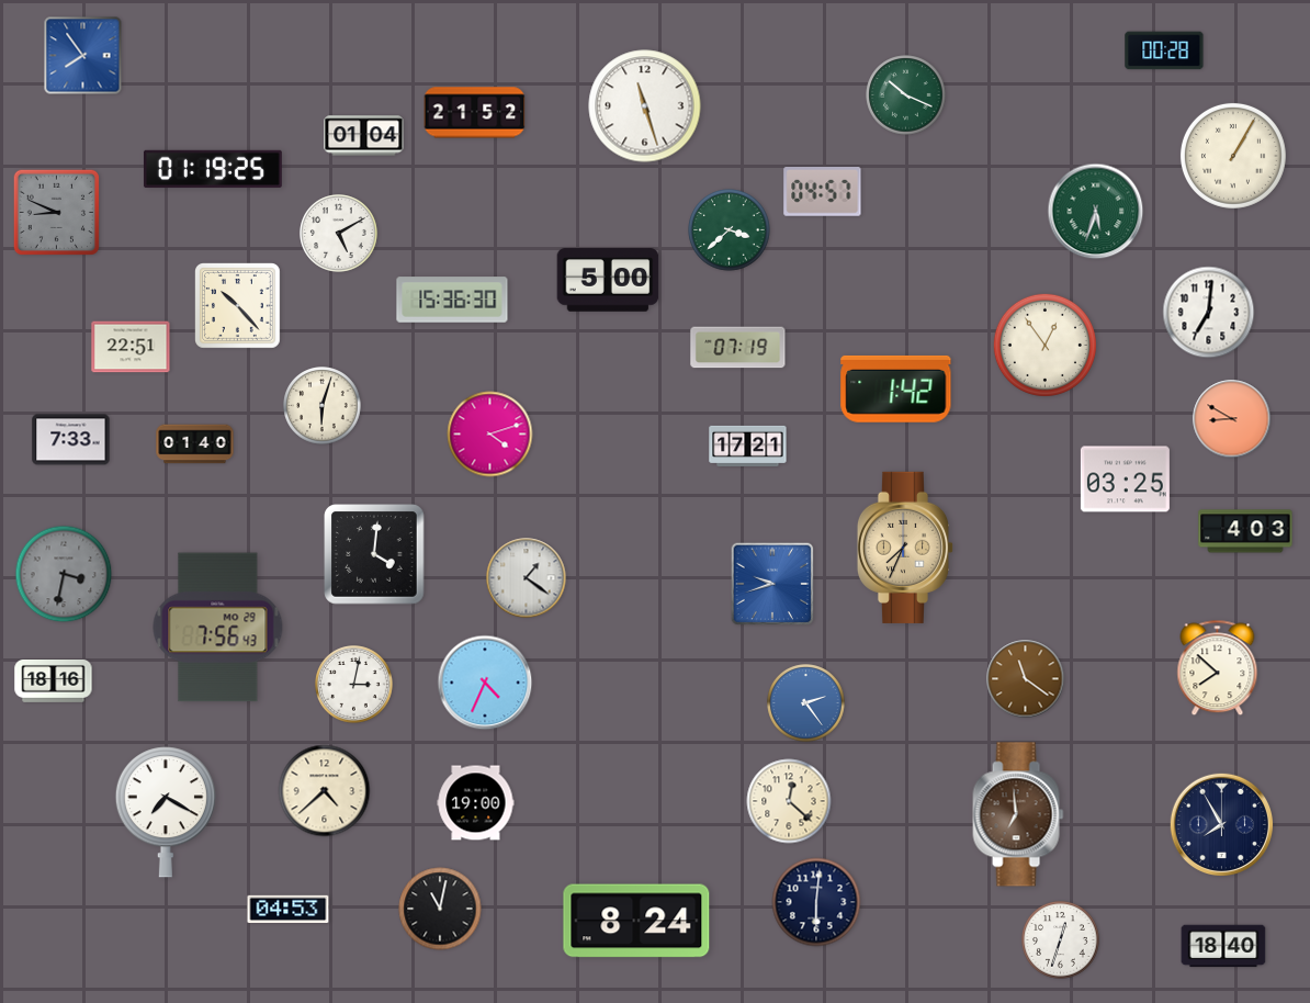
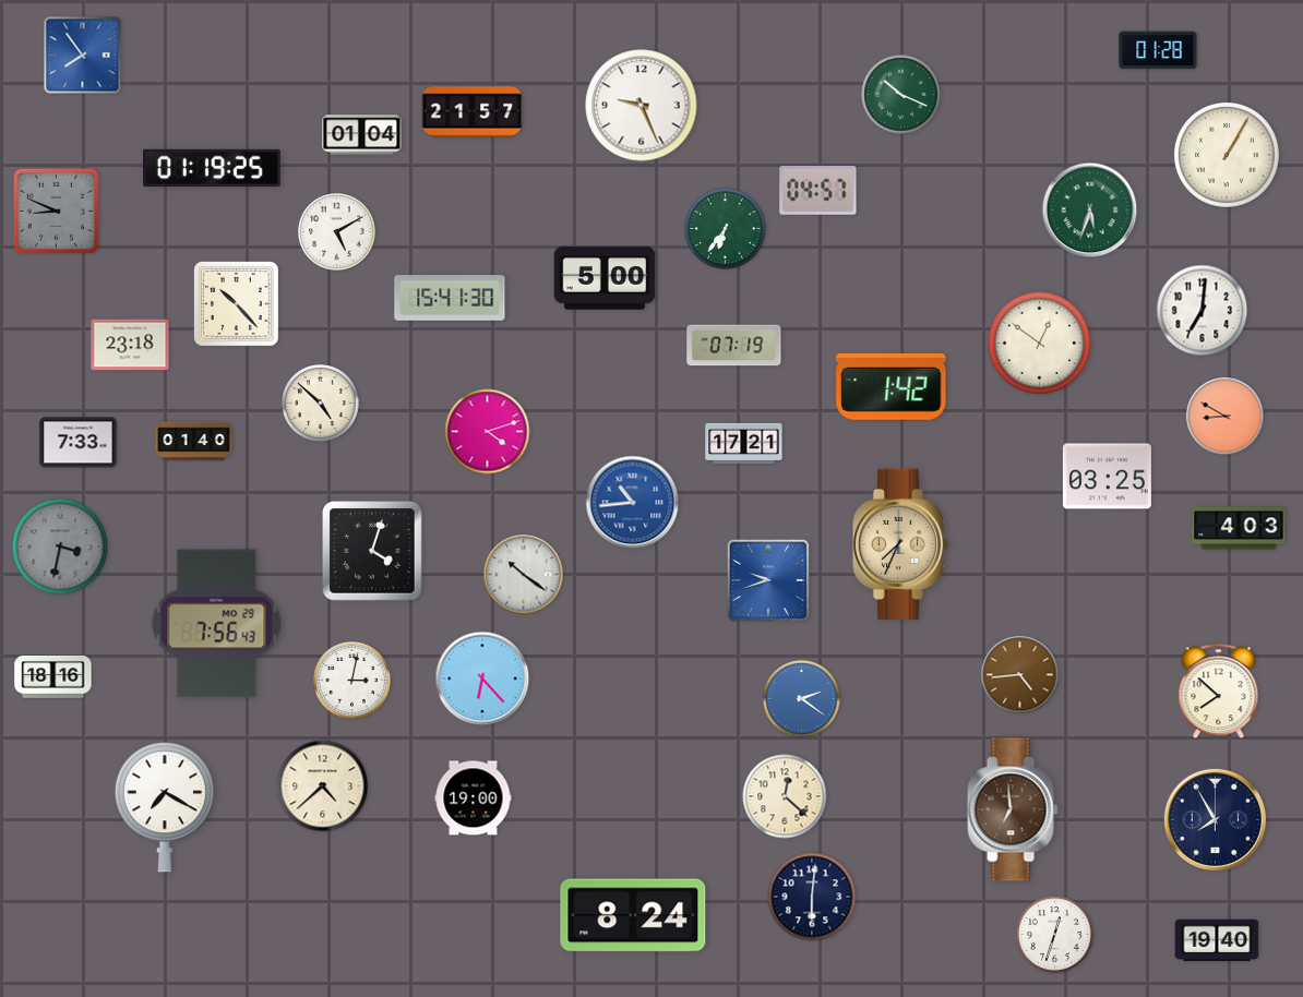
clock at (1164, 50): 00:28 -> 01:28
clock at (645, 106): 11:27 -> 9:26
clock at (475, 113): 21:52 -> 21:57
clock at (730, 230): 3:38 -> 6:36
clock at (452, 300): 15:36 -> 15:41
clock at (1044, 345): 12:54 -> 12:51
clock at (131, 347): 22:51 -> 23:18
clock at (323, 406): 6:03 -> 4:52
clock at (71, 440) position: (71, 440) -> (79, 443)
clock at (1125, 480) position: (1125, 480) -> (1107, 477)
clock at (633, 503): none -> 10:44
clock at (374, 554): 4:01 -> 4:03
clock at (64, 574) position: (64, 574) -> (60, 546)
clock at (527, 578): 1:21 -> 10:21
clock at (1218, 668) position: (1218, 668) -> (1219, 692)
clock at (1026, 679): 11:21 -> 4:44
clock at (485, 683): 4:34 -> 6:23
clock at (806, 703): 2:24 -> 2:21
clock at (289, 909): 04:53 -> none
clock at (440, 909): 11:02 -> none
clock at (1223, 946): 18:40 -> 19:40
